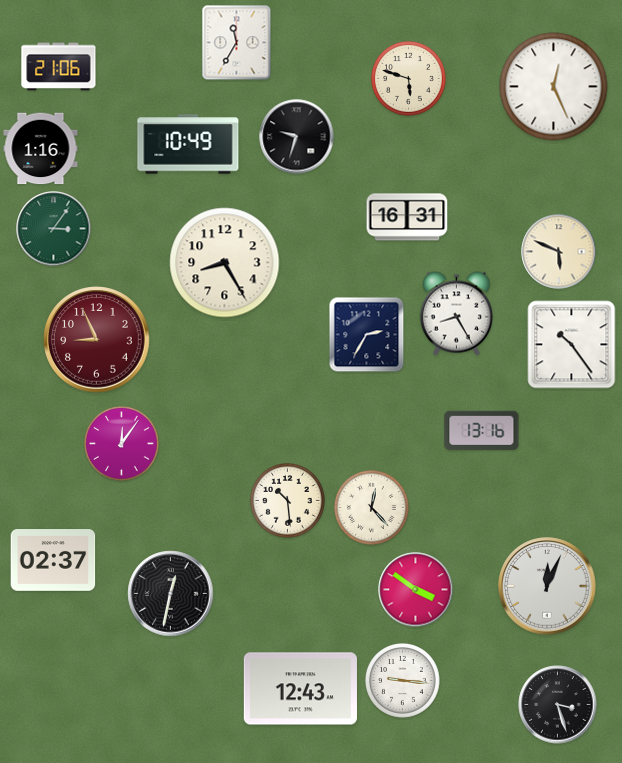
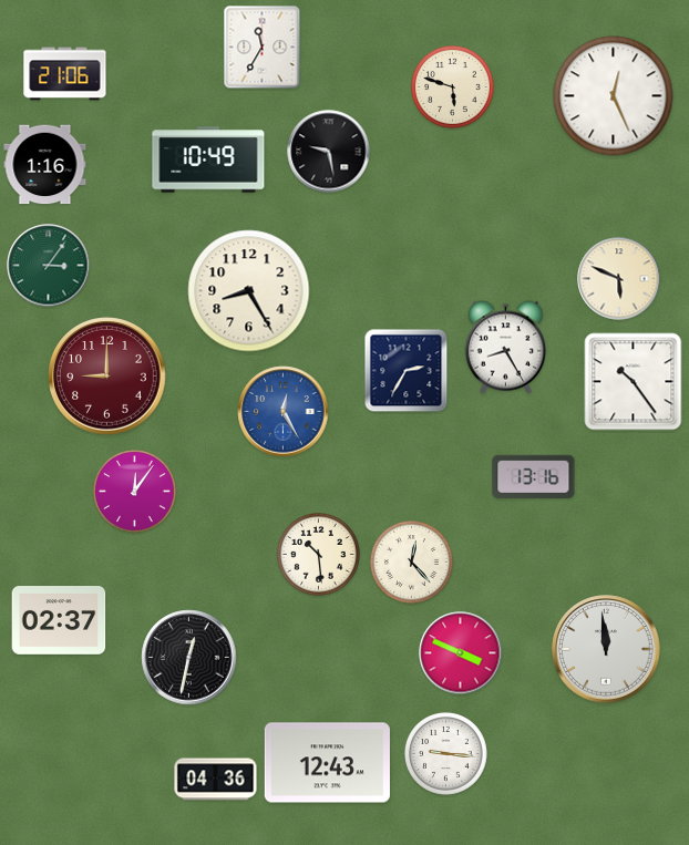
clock at (297, 137): 9:33 -> 9:28
clock at (407, 217): 16:31 -> none
clock at (54, 229) position: (54, 229) -> (49, 266)
clock at (97, 340): 8:56 -> 9:00
clock at (284, 412): none -> 12:25
clock at (547, 586): 12:04 -> 11:59
clock at (416, 590): 3:51 -> 3:49
clock at (300, 689) position: (300, 689) -> (327, 763)
clock at (216, 780): none -> 04:36
clock at (558, 705): 3:27 -> none
